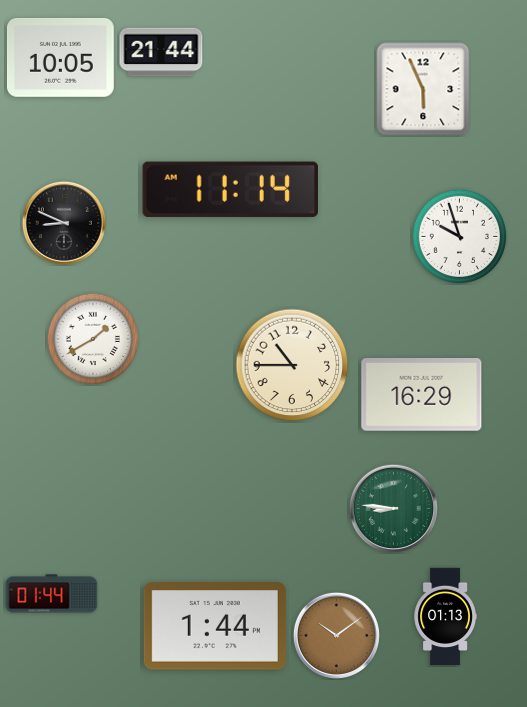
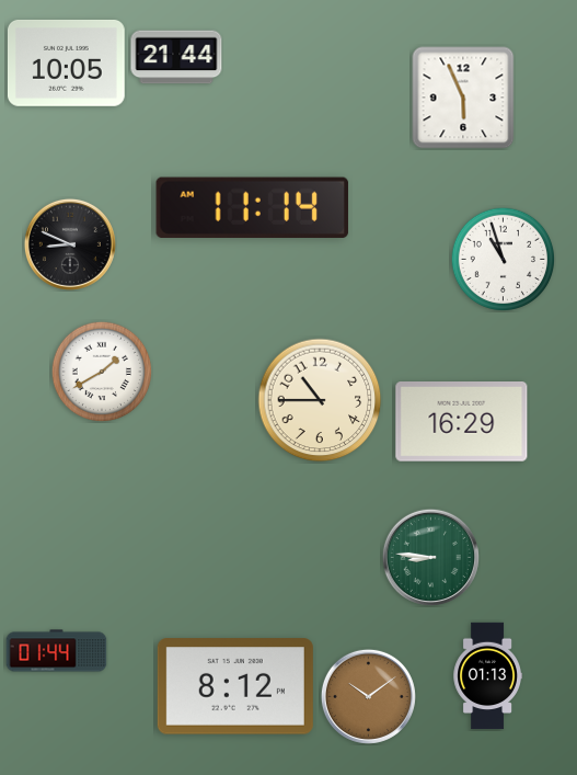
clock at (459, 236): 9:57 -> 10:57
clock at (422, 395) position: (422, 395) -> (462, 422)
clock at (215, 626): 1:44 -> 8:12
